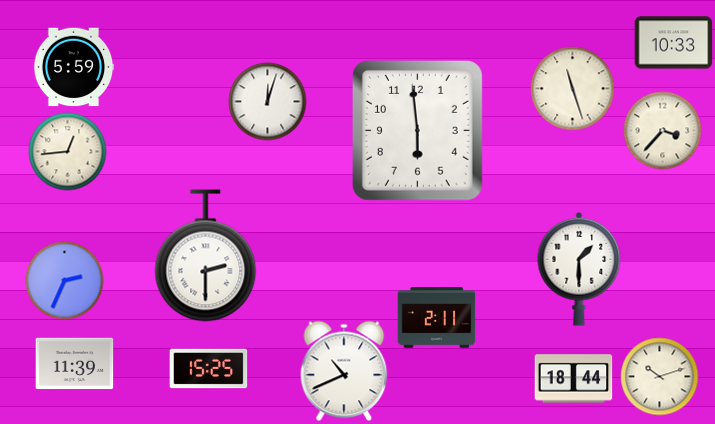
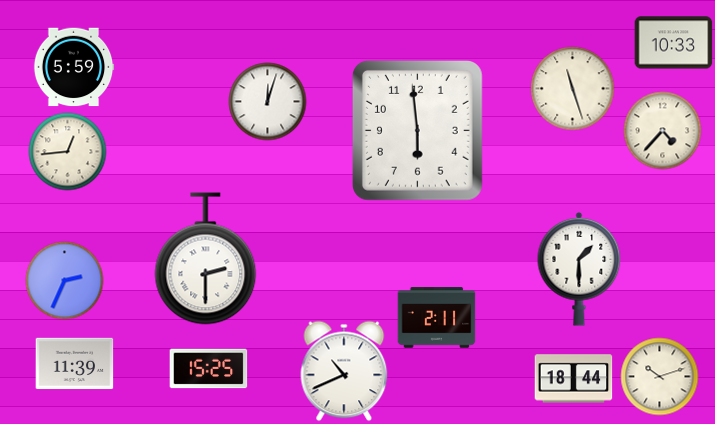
clock at (662, 130): 3:37 -> 4:37
clock at (206, 256) position: (206, 256) -> (206, 259)
